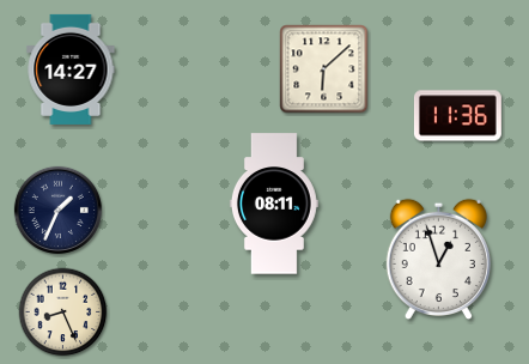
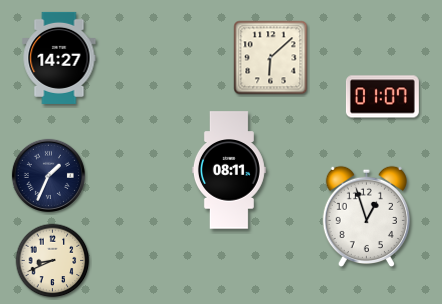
clock at (457, 116): 11:36 -> 01:07
clock at (63, 313): 8:26 -> 8:41
